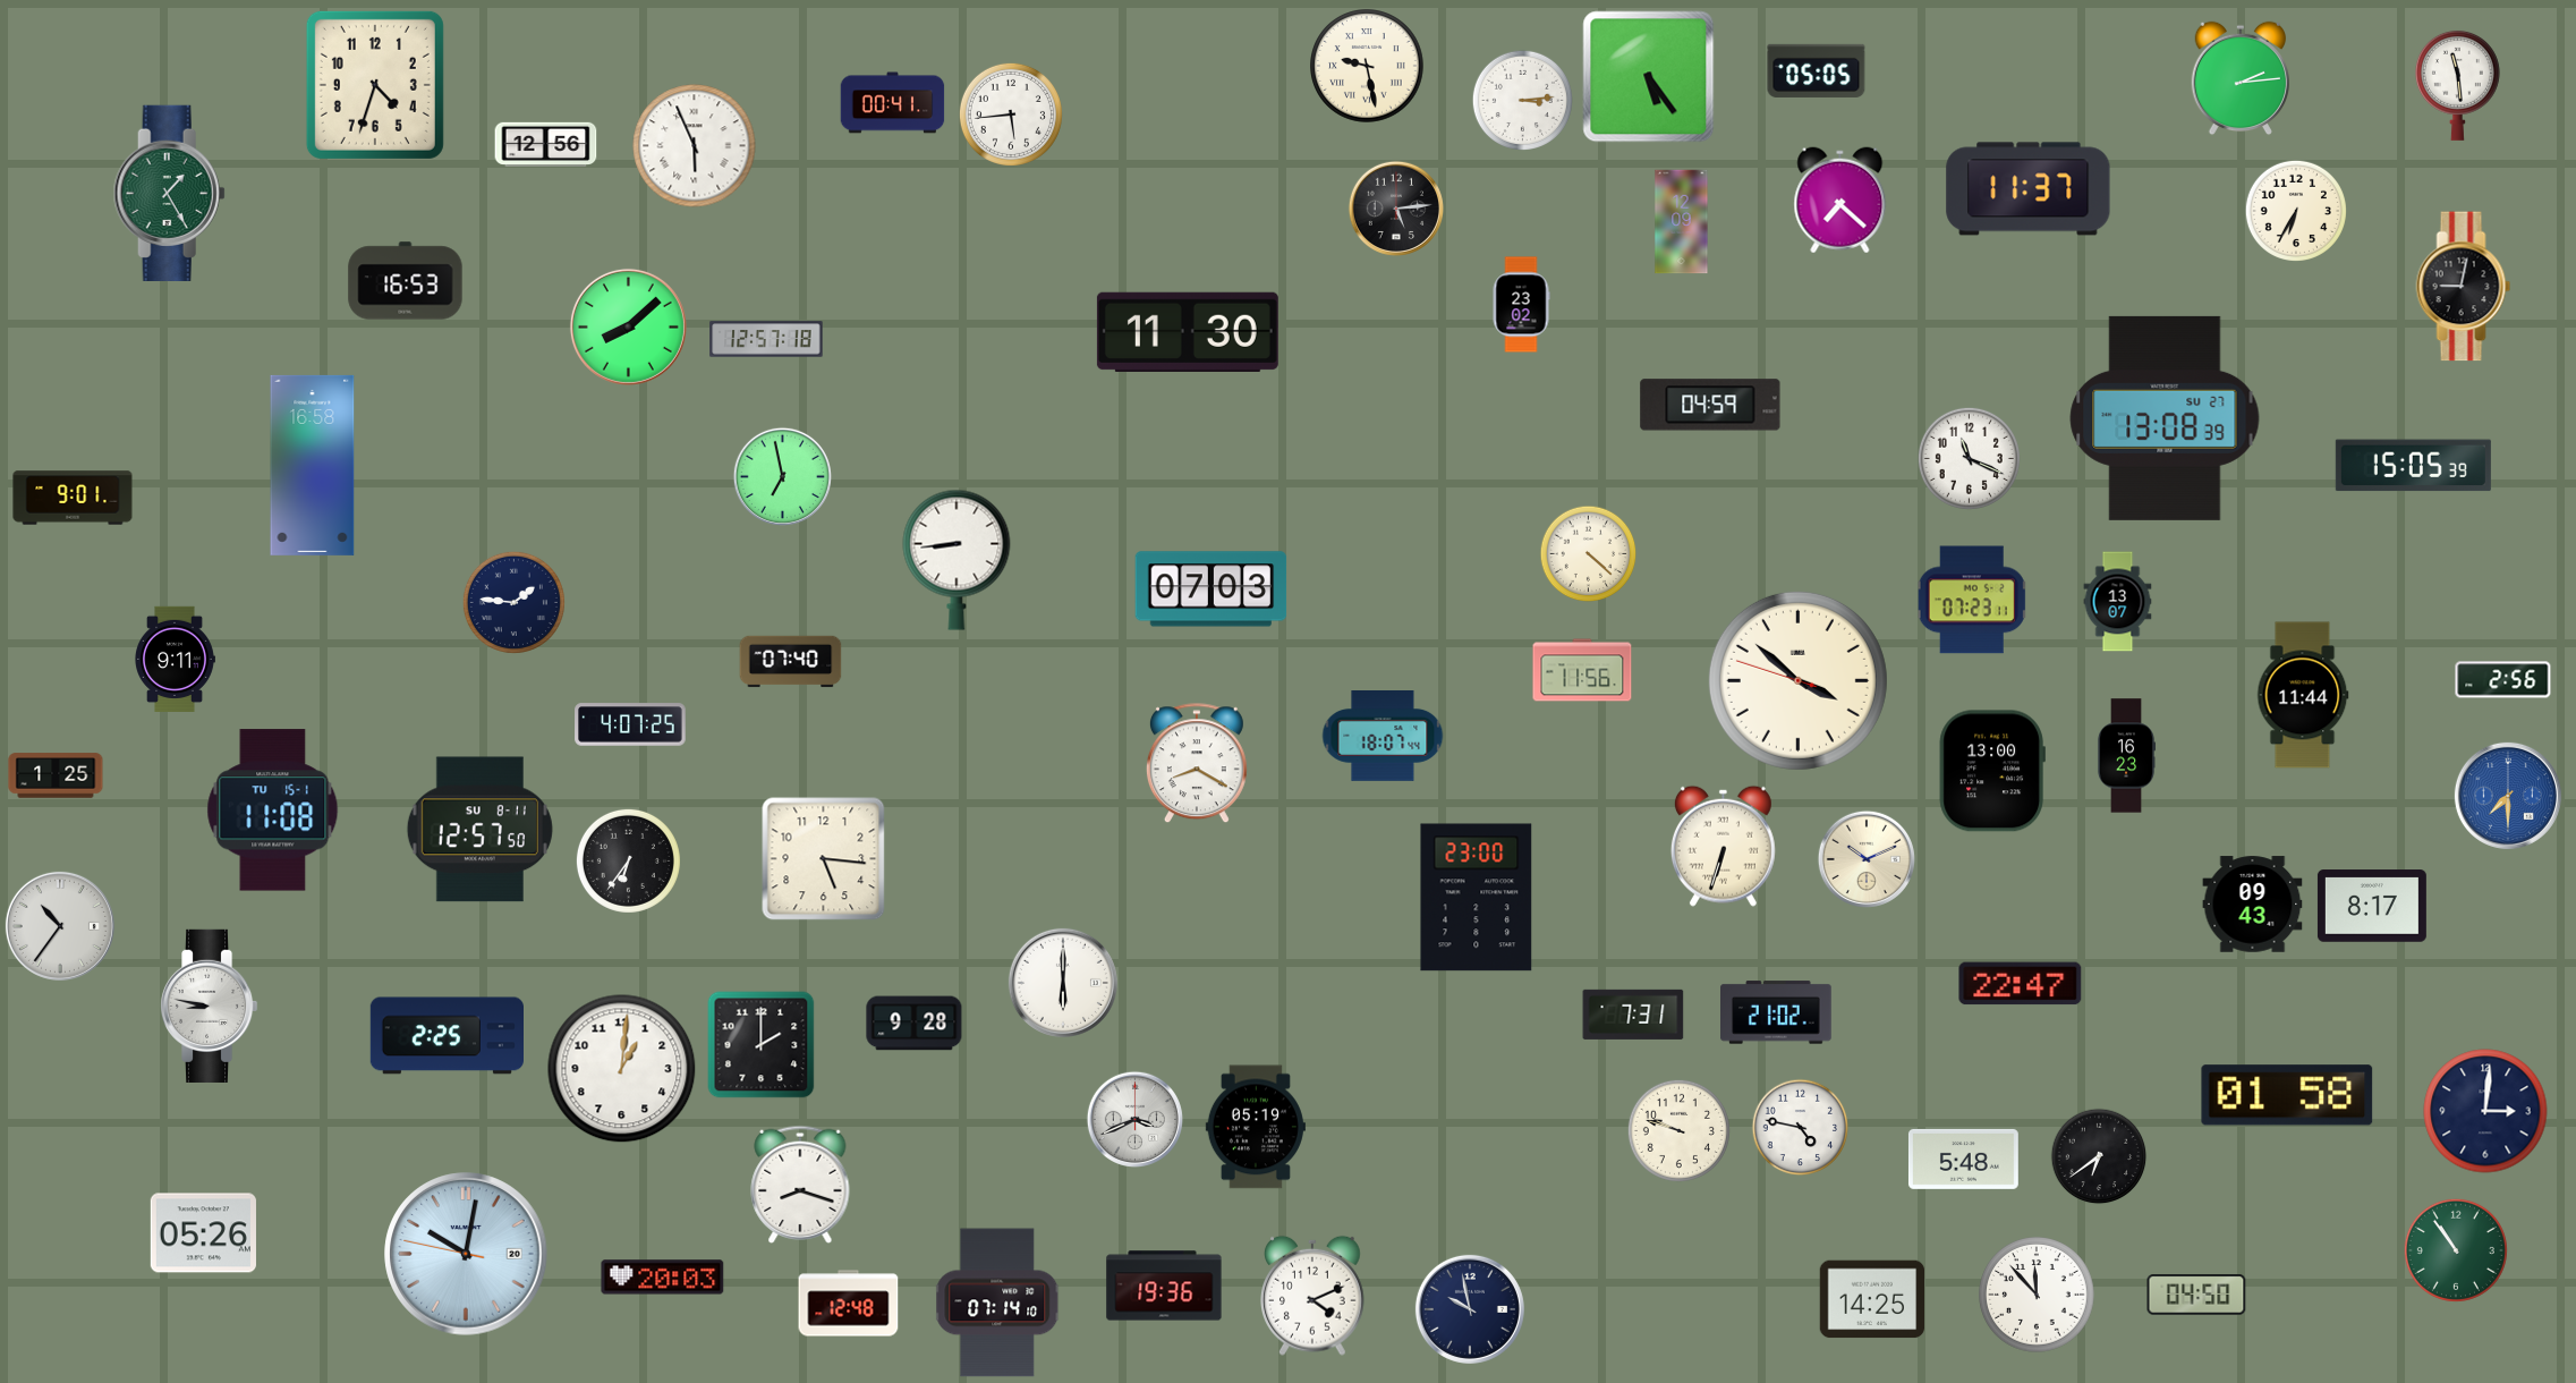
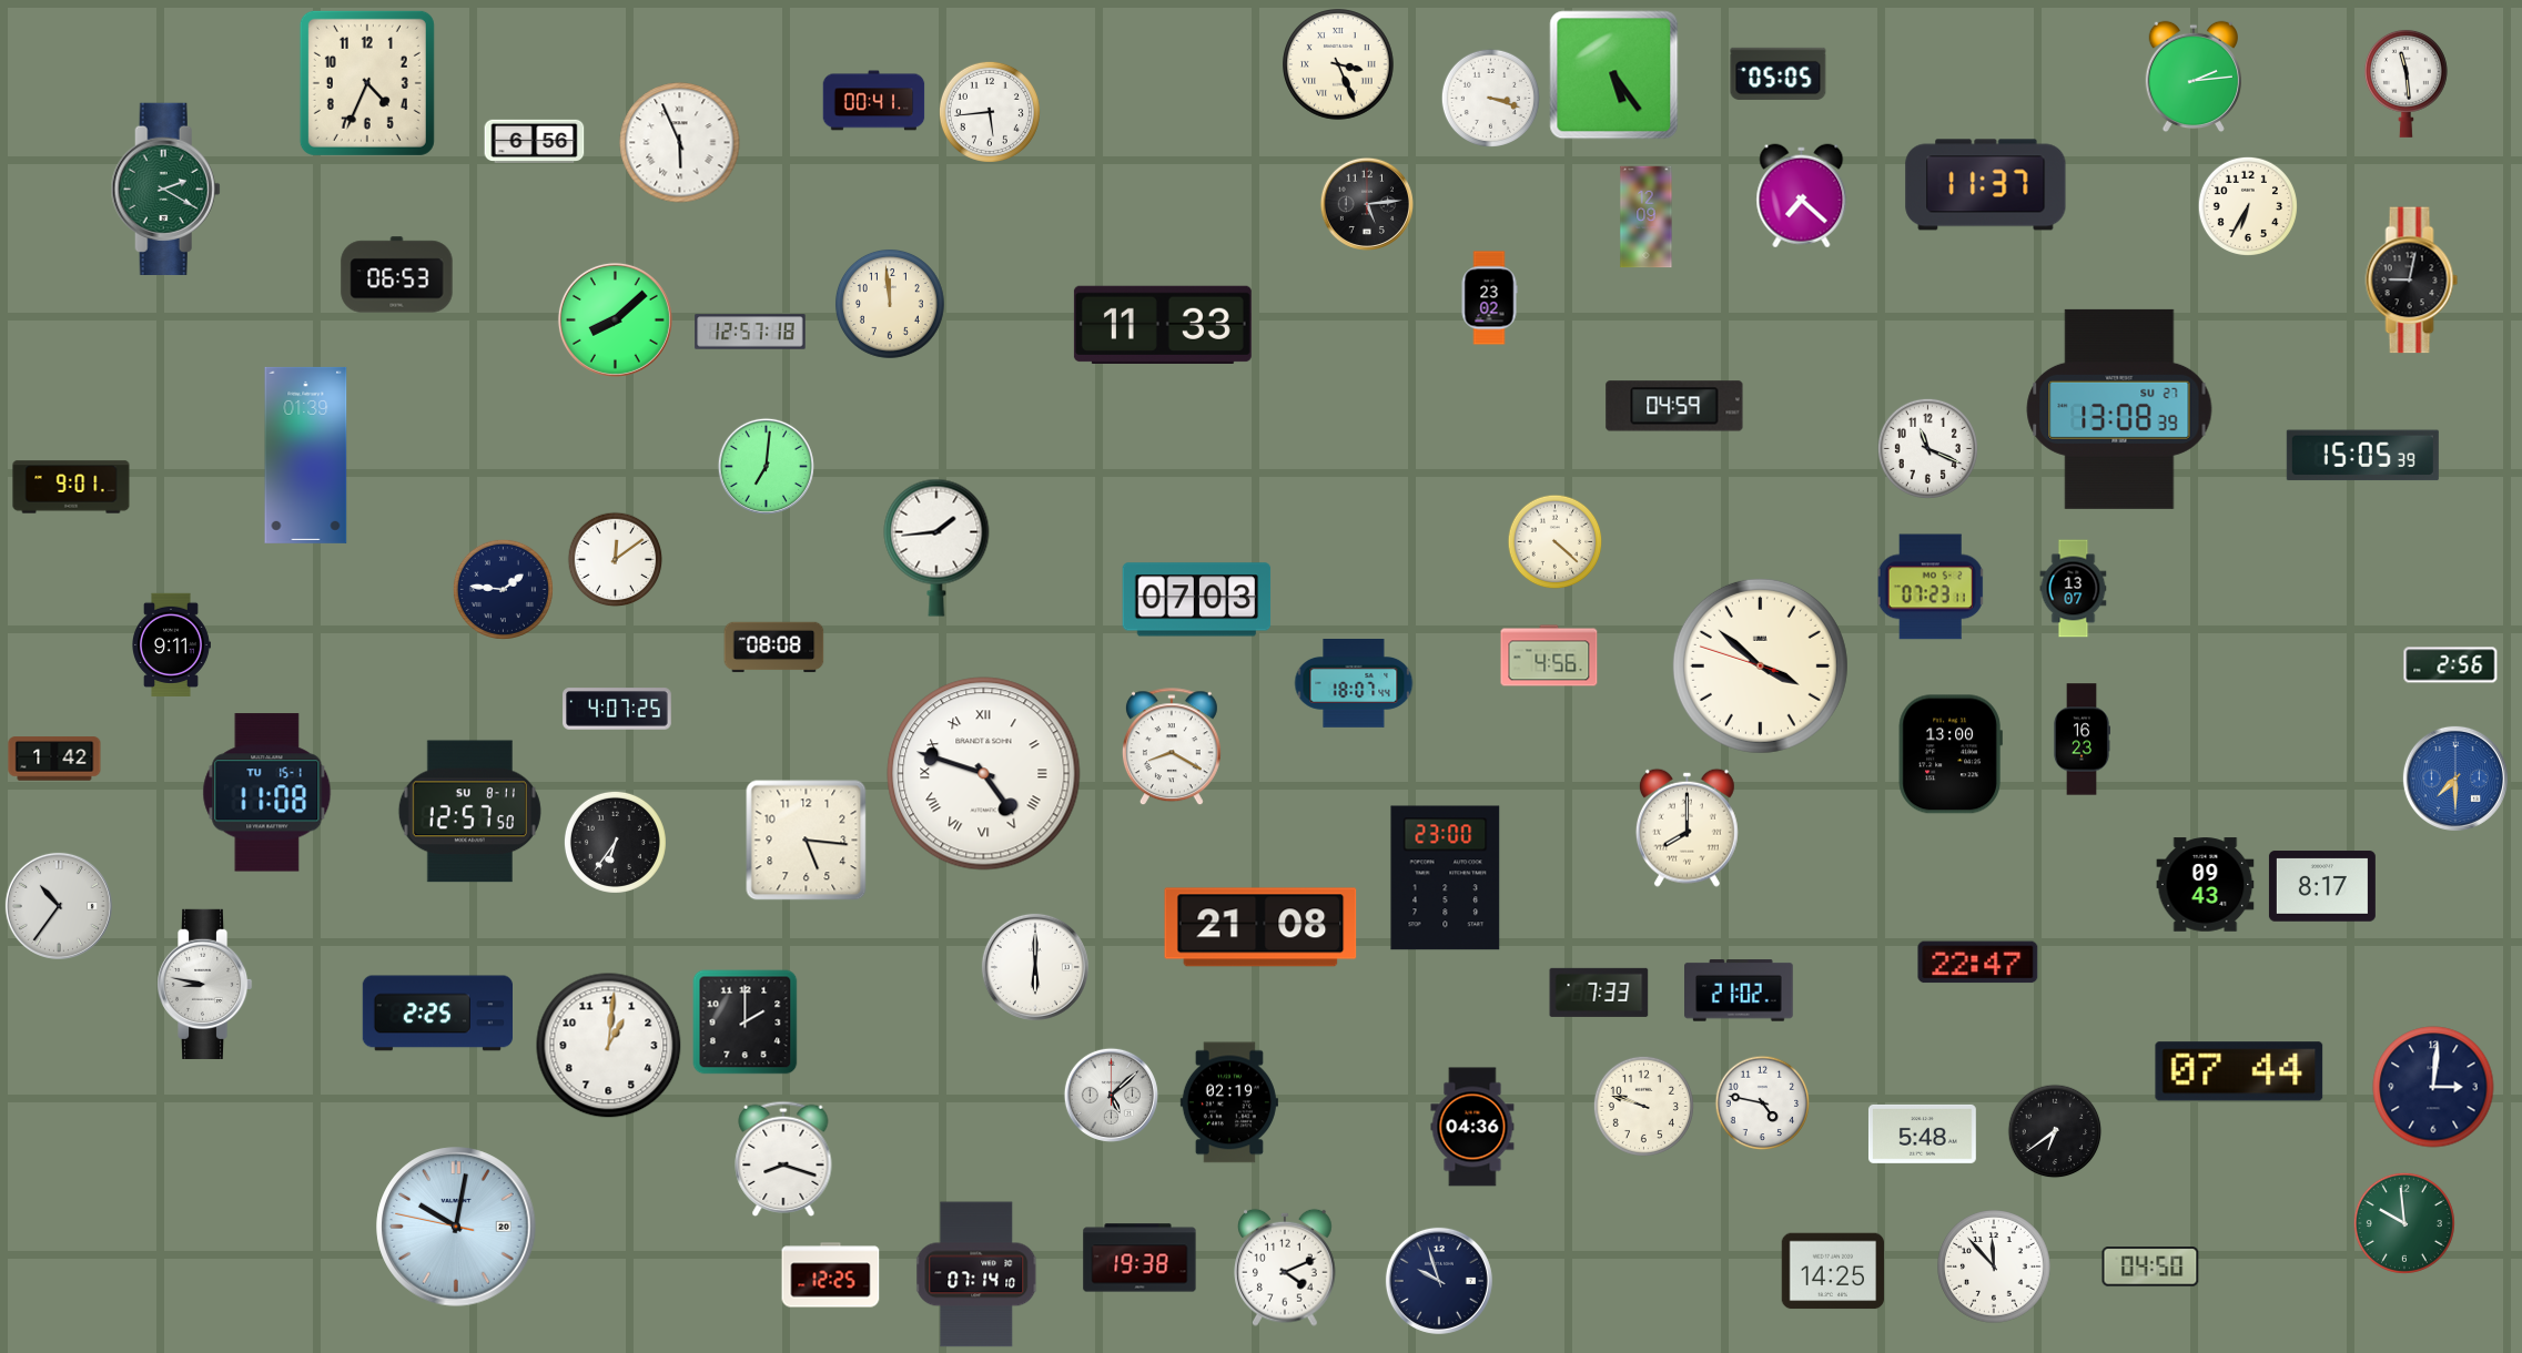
clock at (1368, 67): 9:28 -> 3:26
clock at (1817, 70) position: (1817, 70) -> (1779, 73)
clock at (375, 85): 4:33 -> 4:34
clock at (1522, 100): 3:14 -> 3:18
clock at (546, 144): 12:56 -> 6:56
clock at (169, 193): 1:25 -> 2:20
clock at (406, 281): 16:53 -> 06:53
clock at (890, 304): none -> 11:59
clock at (1188, 332): 11:30 -> 11:33
clock at (1710, 405) position: (1710, 405) -> (1674, 406)
clock at (313, 465): 16:58 -> 01:39
clock at (782, 476): 6:58 -> 7:01
clock at (957, 560): 8:44 -> 1:44
clock at (616, 560): none -> 12:09
clock at (1212, 589) position: (1212, 589) -> (1197, 600)
clock at (791, 662): 07:40 -> 08:08
clock at (1582, 670): 11:56 -> 4:56
clock at (2303, 695): 11:44 -> none
clock at (1383, 737) position: (1383, 737) -> (1354, 684)
clock at (56, 775): 1:25 -> 1:42
clock at (984, 774): none -> 4:48
clock at (1723, 846): 6:33 -> 8:00
clock at (1867, 859): 10:11 -> none
clock at (1260, 927): none -> 21:08
clock at (1063, 983) position: (1063, 983) -> (1035, 967)
clock at (1633, 1015): 7:31 -> 7:33
clock at (915, 1024): 9:28 -> none
clock at (2287, 1095): 01:58 -> 07:44
clock at (1134, 1119): 3:41 -> 5:08
clock at (1256, 1127): 05:19 -> 02:19
clock at (1472, 1127): none -> 04:36
clock at (203, 1233): 05:26 -> none
clock at (2456, 1250): 10:54 -> 9:59
clock at (663, 1278): 20:03 -> none
clock at (1164, 1286): 19:36 -> 19:38
clock at (849, 1304): 12:48 -> 12:25
clock at (1470, 1309): 9:58 -> 9:57
